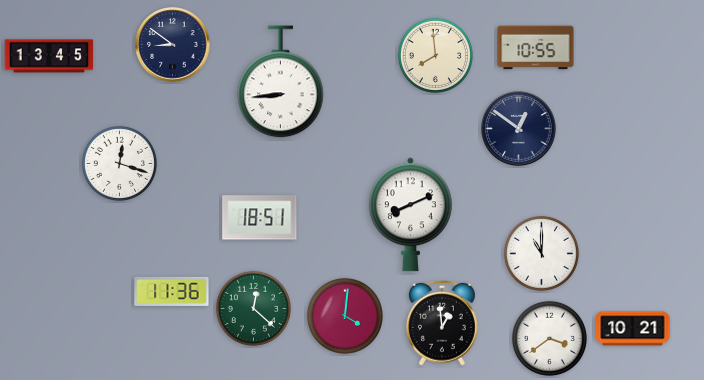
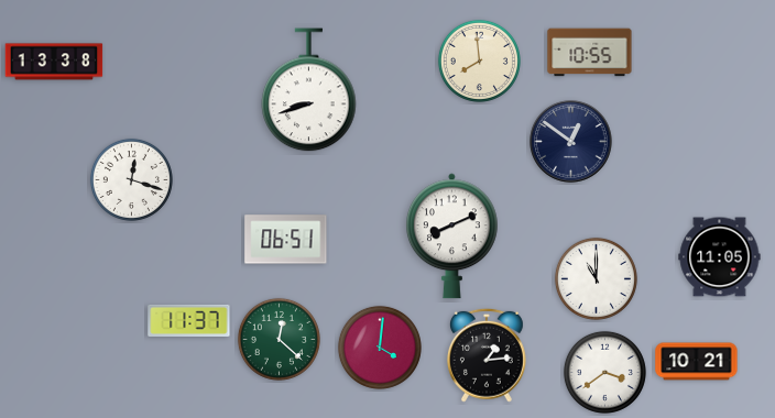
clock at (173, 45): 8:51 -> none
clock at (49, 56): 13:45 -> 13:38
clock at (281, 82): 8:44 -> 8:42
clock at (260, 218): 18:51 -> 06:51
clock at (720, 257): none -> 11:05
clock at (172, 291): 11:36 -> 11:37
clock at (442, 323): 12:59 -> 1:14
